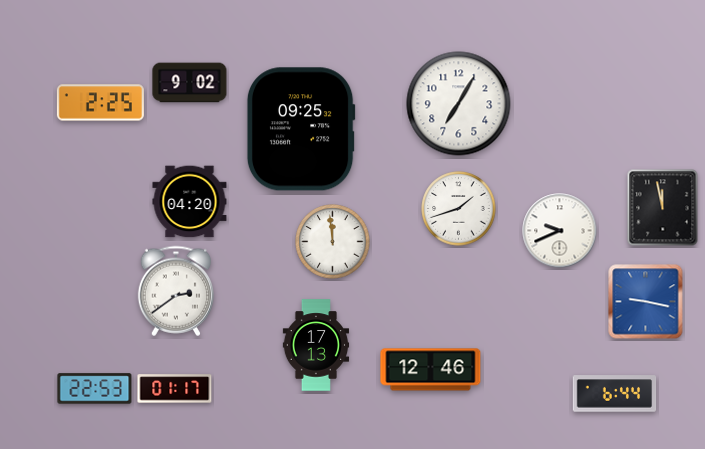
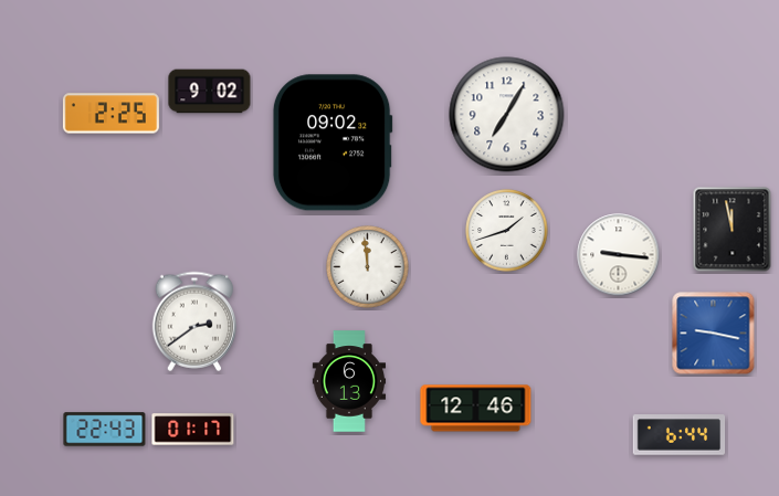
clock at (301, 129): 09:25 -> 09:02
clock at (190, 202): 04:20 -> none
clock at (560, 231): 9:41 -> 9:16
clock at (316, 345): 17:13 -> 6:13
clock at (95, 389): 22:53 -> 22:43
